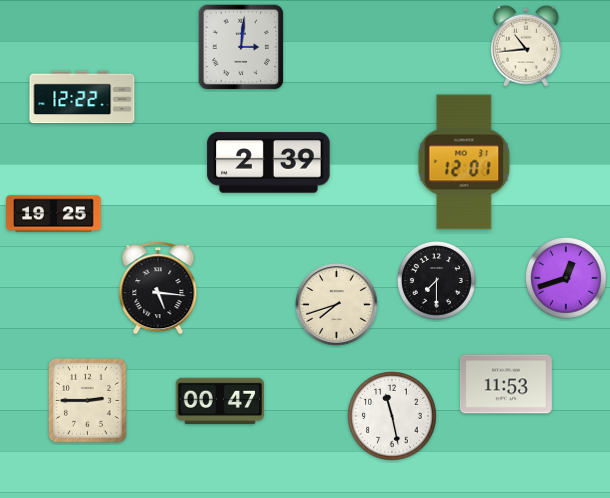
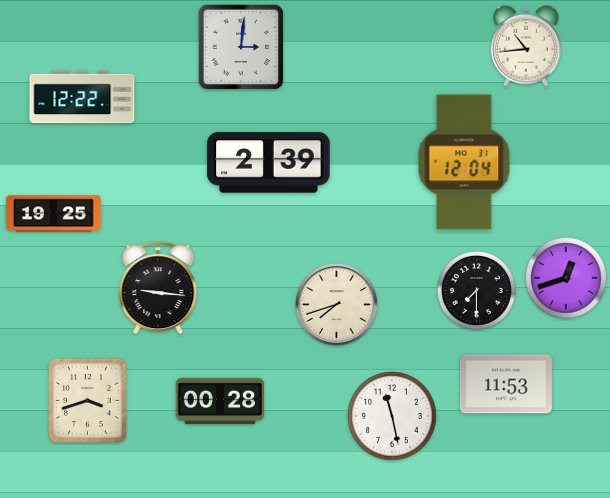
clock at (464, 162): 12:01 -> 12:04
clock at (437, 281) position: (437, 281) -> (477, 291)
clock at (158, 288): 5:16 -> 9:16
clock at (87, 400): 2:45 -> 3:42
clock at (219, 401): 00:47 -> 00:28
